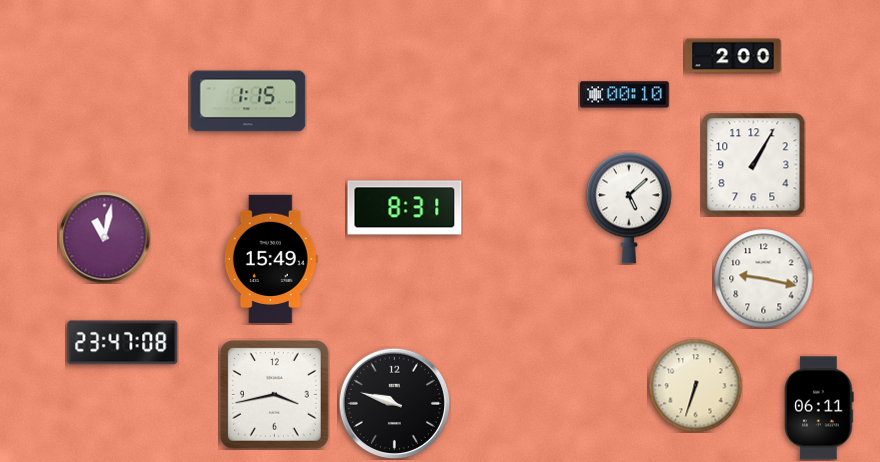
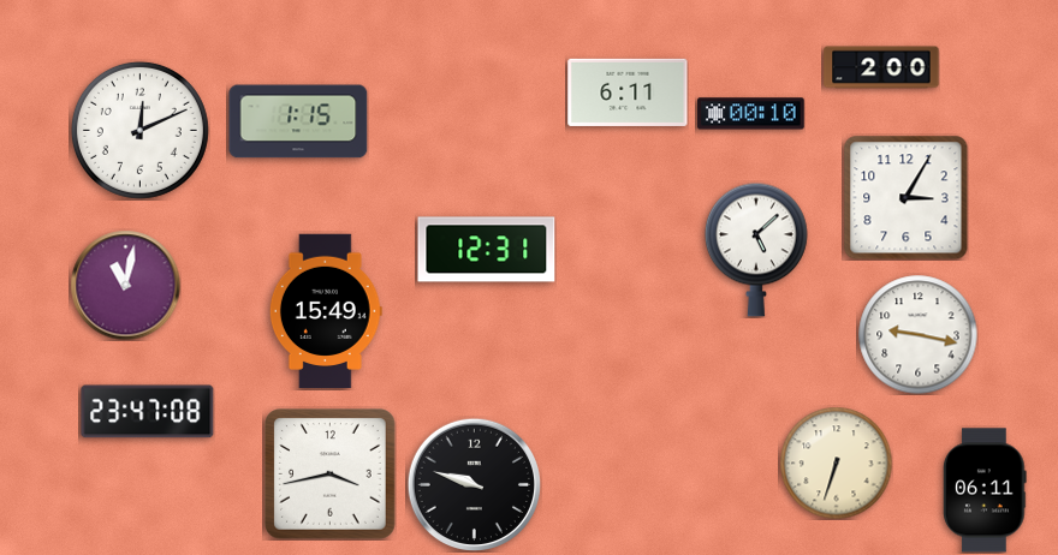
clock at (628, 92): none -> 6:11
clock at (139, 130): none -> 12:11
clock at (754, 165): 1:05 -> 3:05
clock at (405, 208): 8:31 -> 12:31
